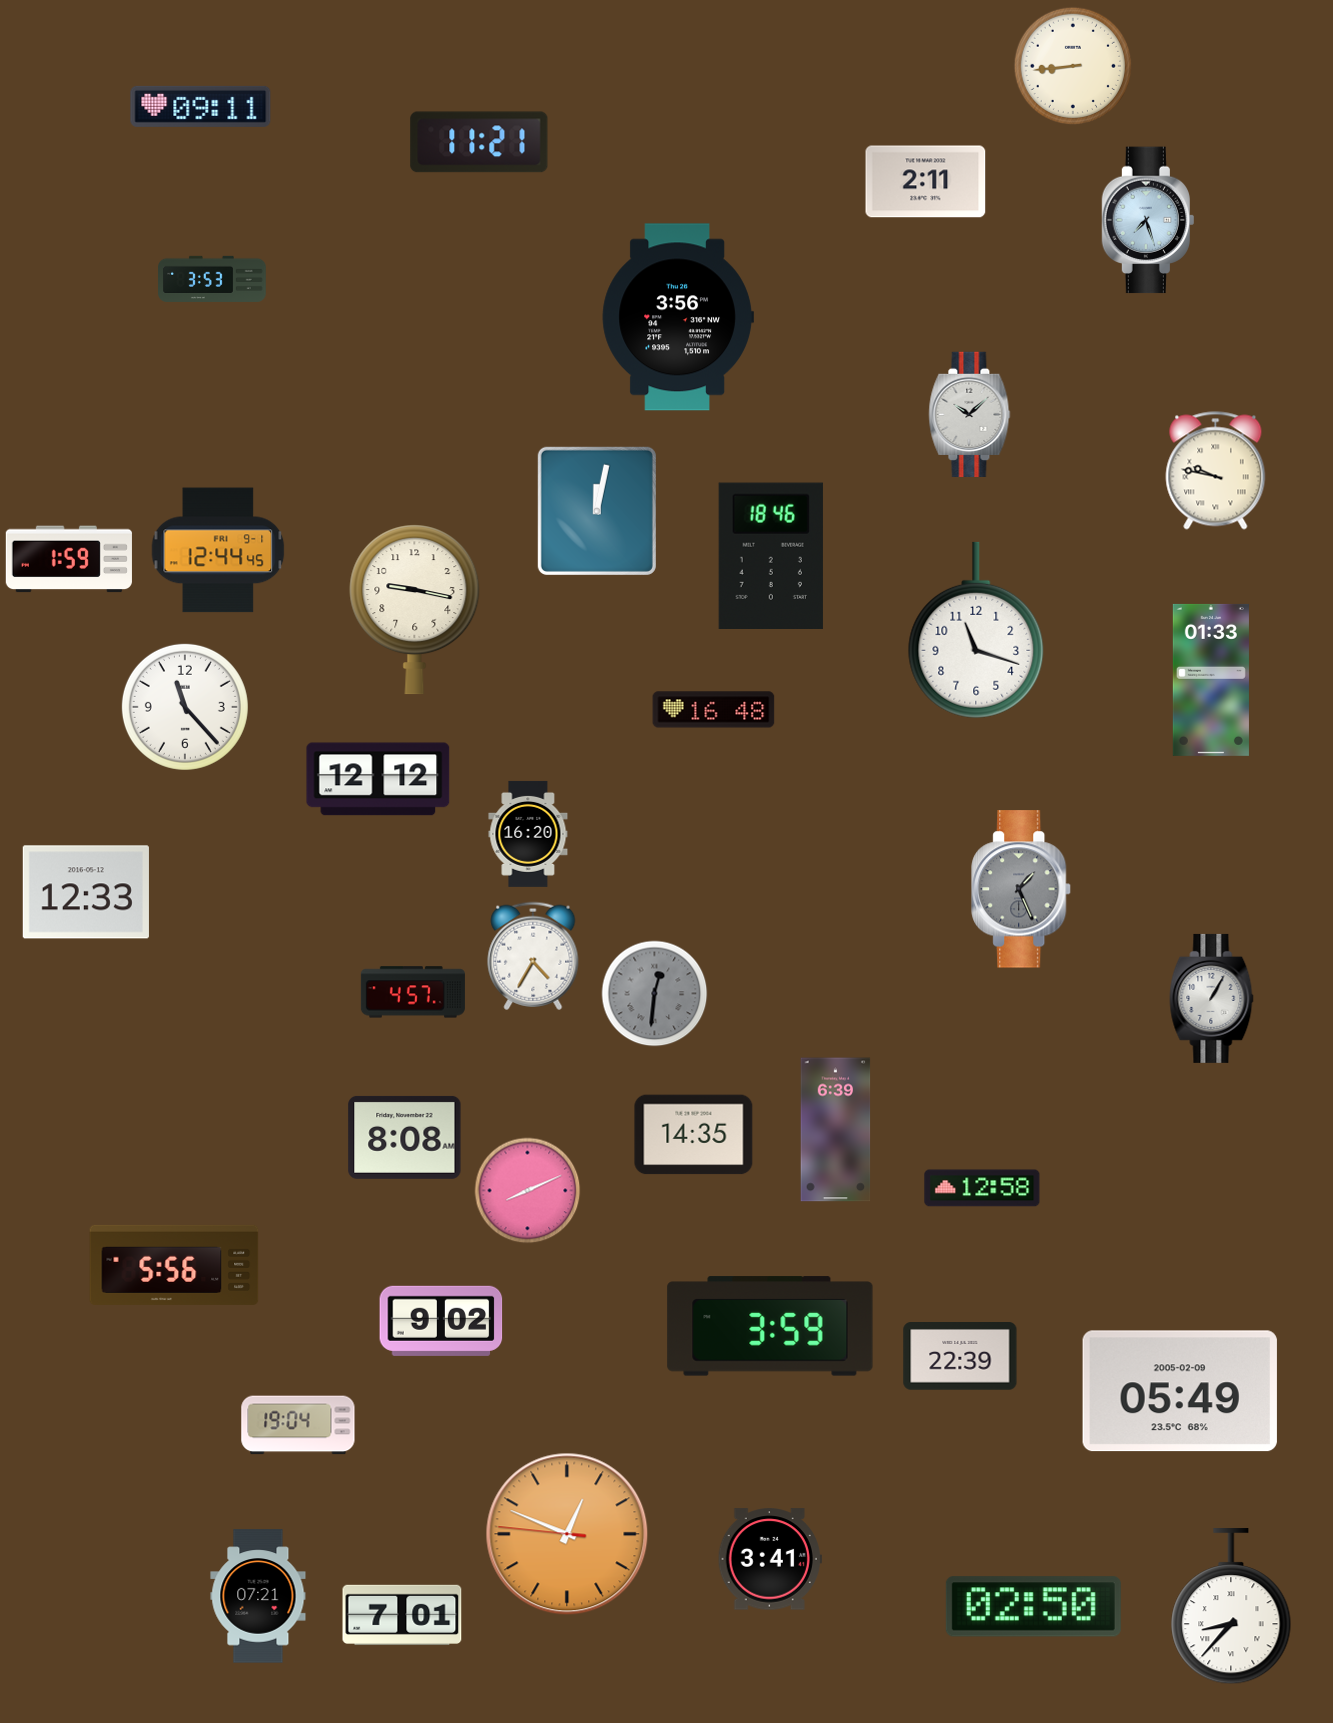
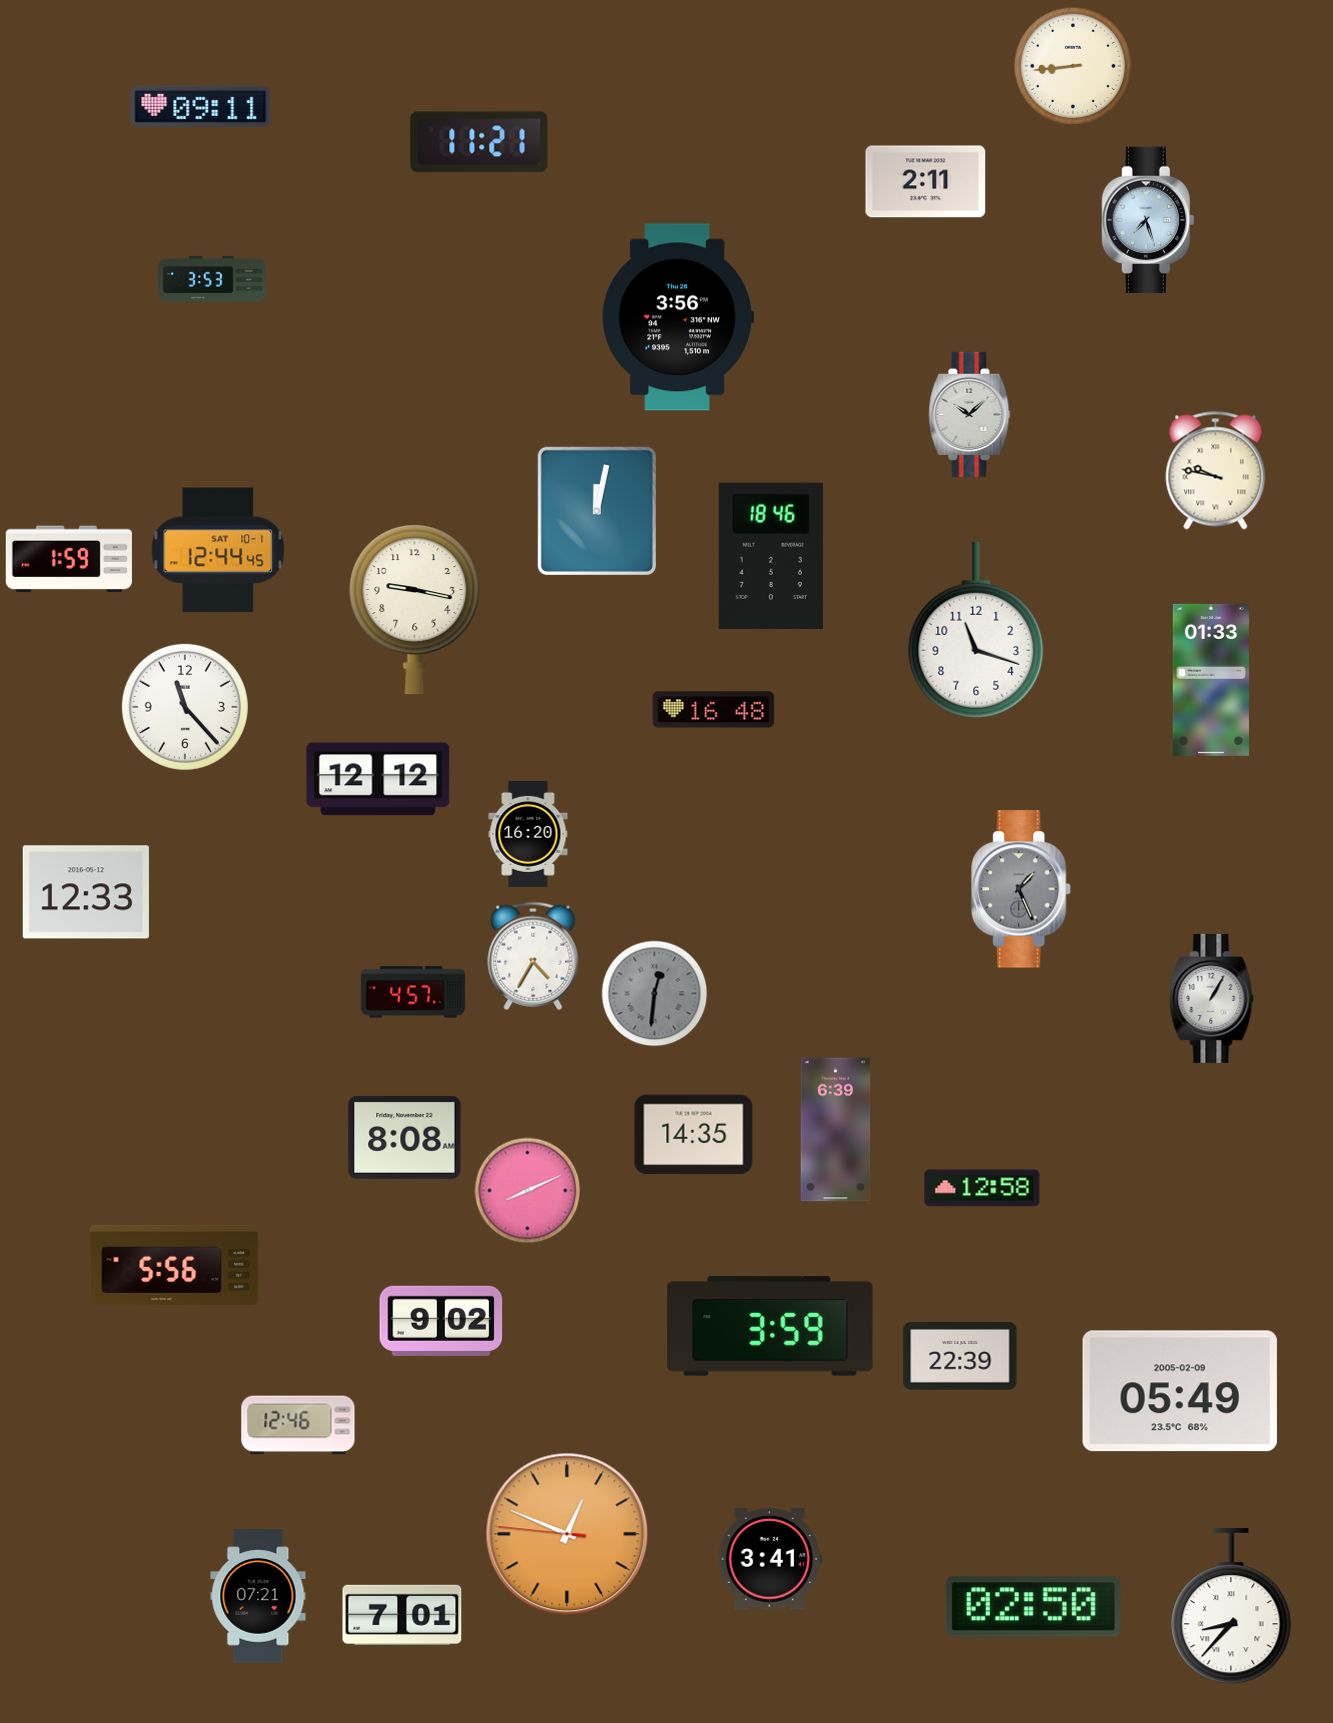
clock at (218, 550) date: FRI 9-1 -> SAT 10-1
clock at (298, 1425): 19:04 -> 12:46
